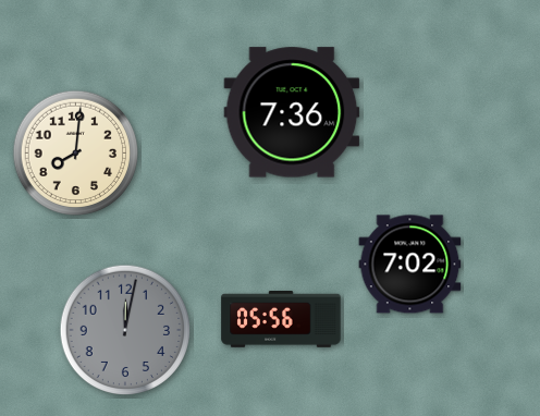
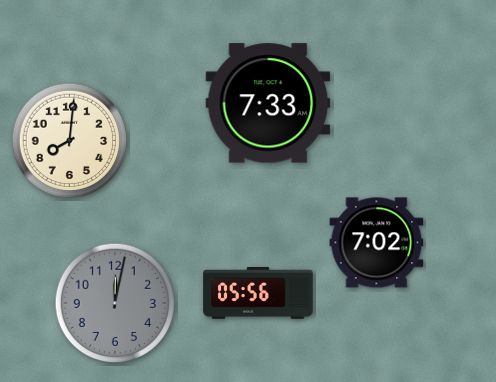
clock at (292, 112): 7:36 -> 7:33
